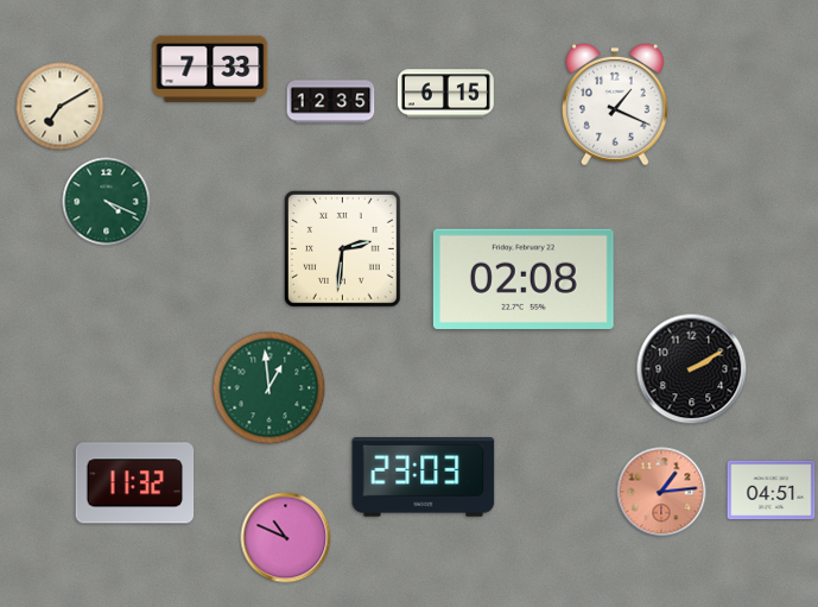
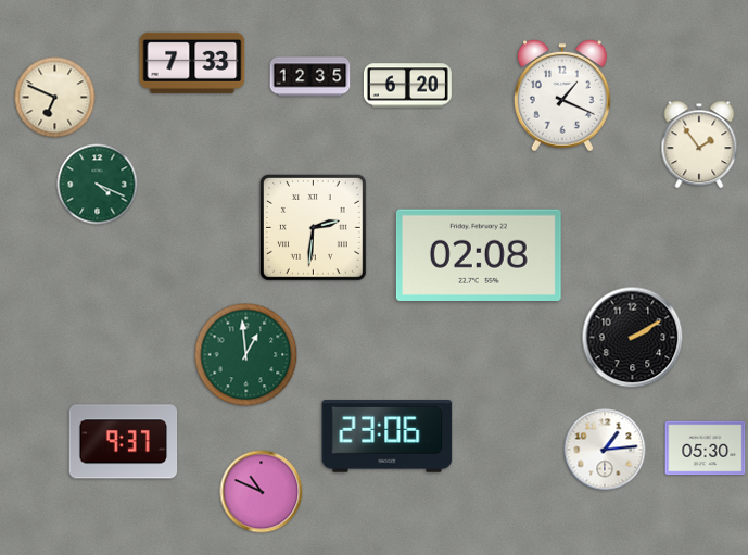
clock at (445, 94): 6:15 -> 6:20
clock at (331, 102) position: (331, 102) -> (310, 77)
clock at (61, 107): 7:10 -> 6:49
clock at (699, 144): none -> 1:54
clock at (424, 478): 23:03 -> 23:06
clock at (135, 483): 11:32 -> 9:37
clock at (772, 491): 04:51 -> 05:30
clock at (661, 492) dial: salmon -> white
